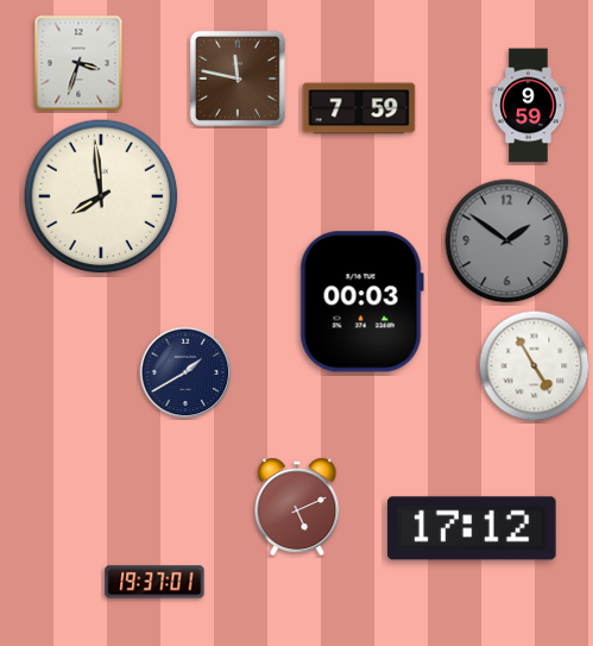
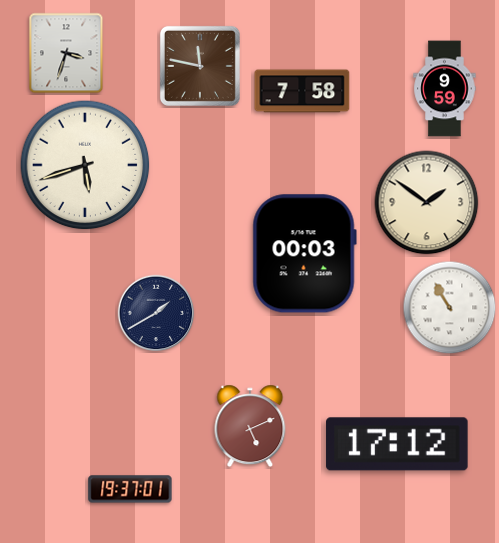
clock at (359, 108): 7:59 -> 7:58
clock at (101, 196): 7:59 -> 5:42
clock at (507, 242) dial: grey -> cream
clock at (535, 366): 4:55 -> 10:55
